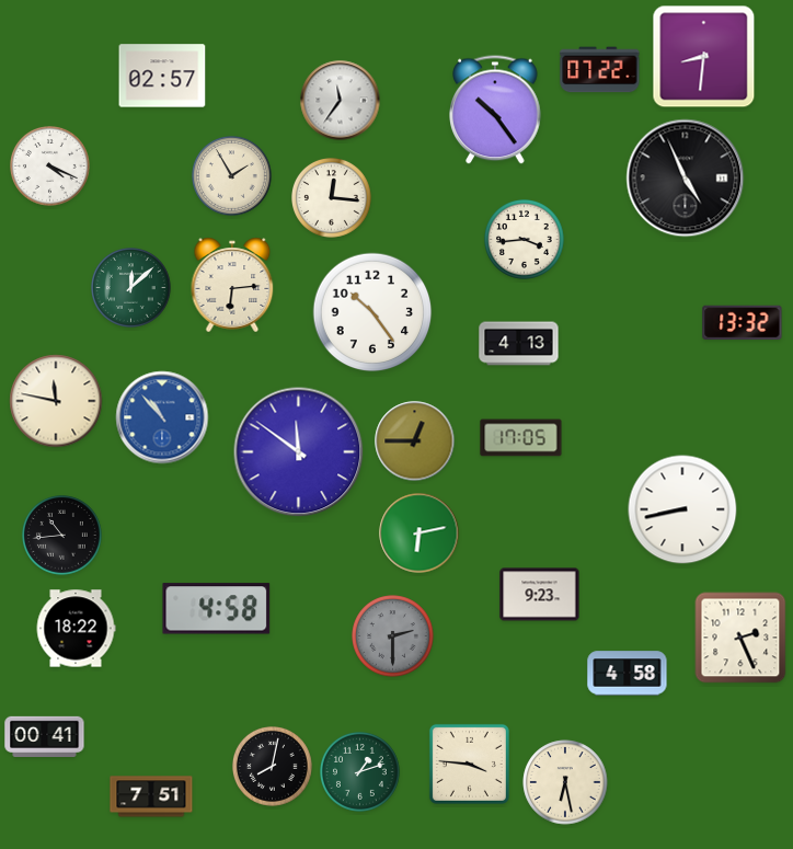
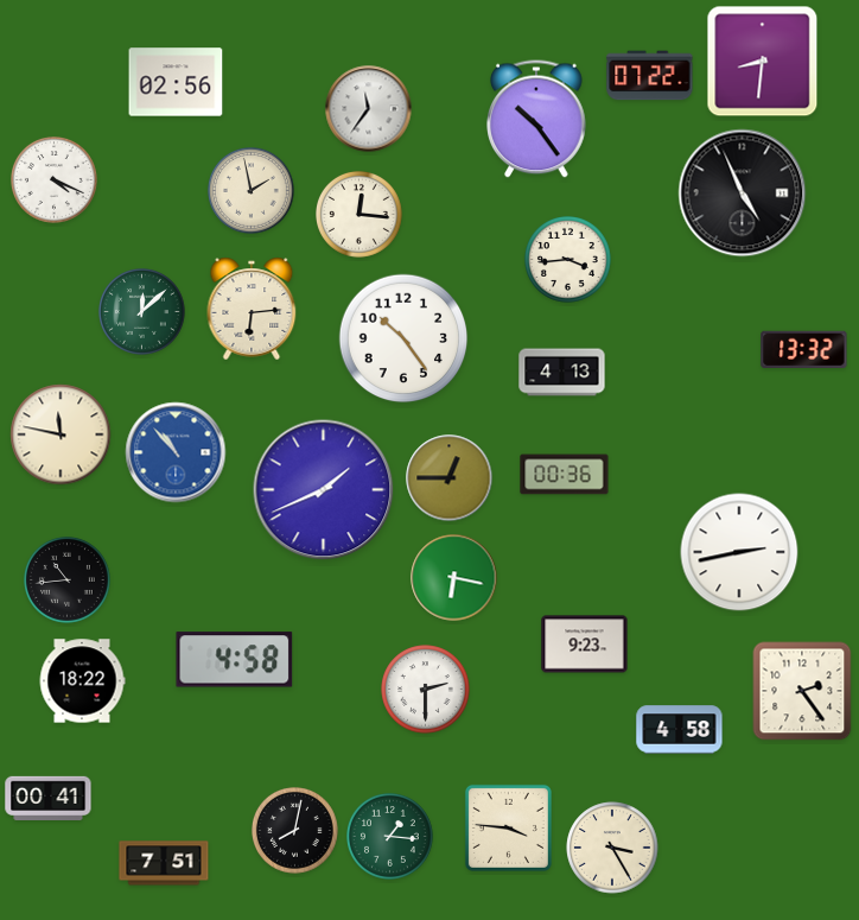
clock at (162, 76): 02:57 -> 02:56
clock at (232, 176): 1:55 -> 1:58
clock at (521, 438): 17:05 -> 00:36
clock at (299, 452): 11:51 -> 1:41
clock at (682, 509): 8:43 -> 2:43
clock at (420, 534): 6:13 -> 6:17
clock at (393, 636) dial: grey -> white
clock at (740, 638): 2:26 -> 2:24
clock at (360, 772): 1:12 -> 1:16
clock at (565, 782): 6:28 -> 3:25
